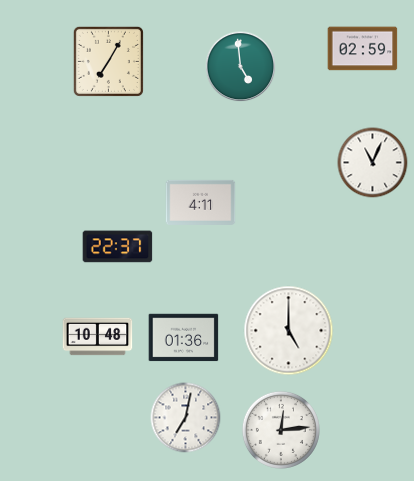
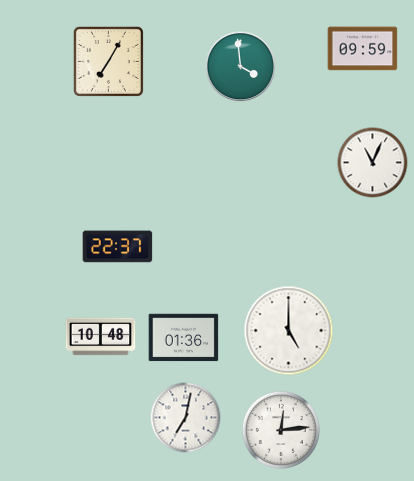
clock at (363, 49): 02:59 -> 09:59
clock at (241, 67): 4:59 -> 3:59
clock at (201, 202): 4:11 -> none
clock at (98, 337) position: (98, 337) -> (101, 337)
